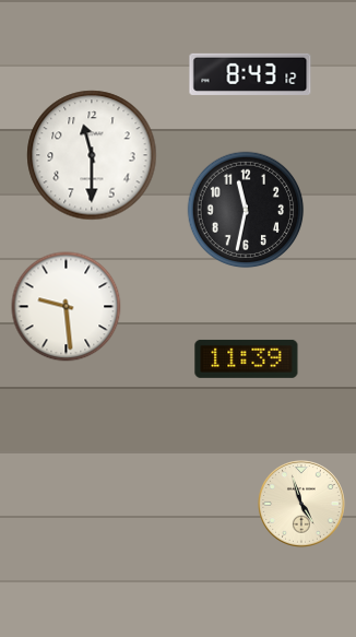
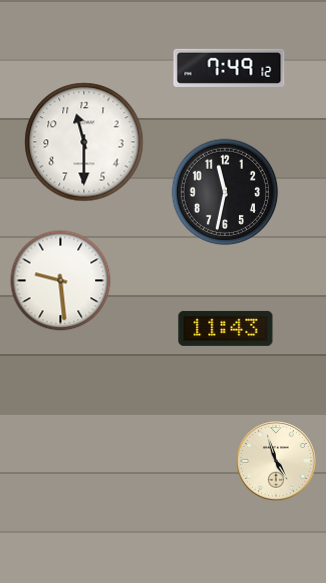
clock at (250, 74): 8:43 -> 7:49
clock at (247, 358): 11:39 -> 11:43
